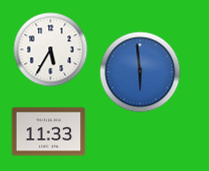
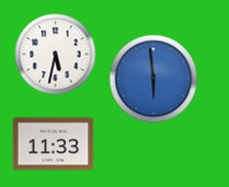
clock at (51, 50): 5:35 -> 5:32
